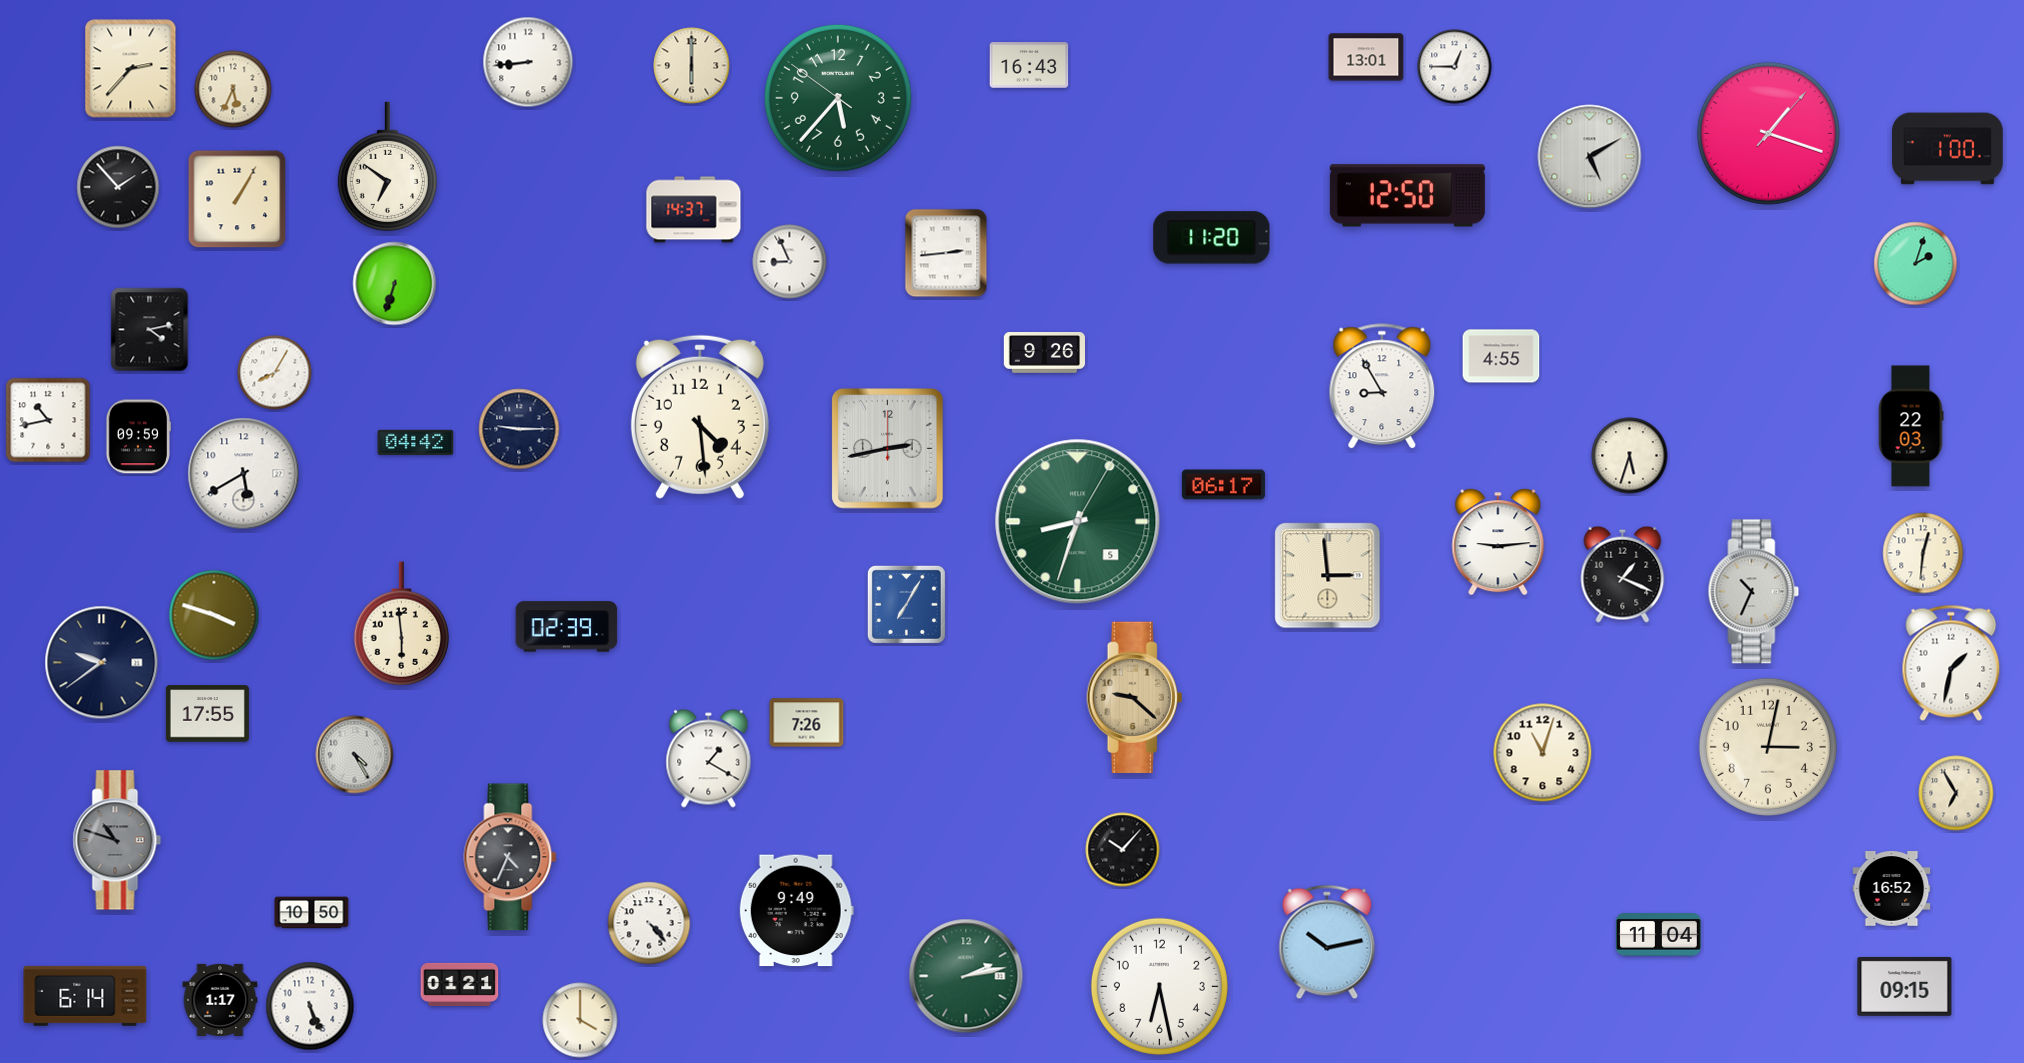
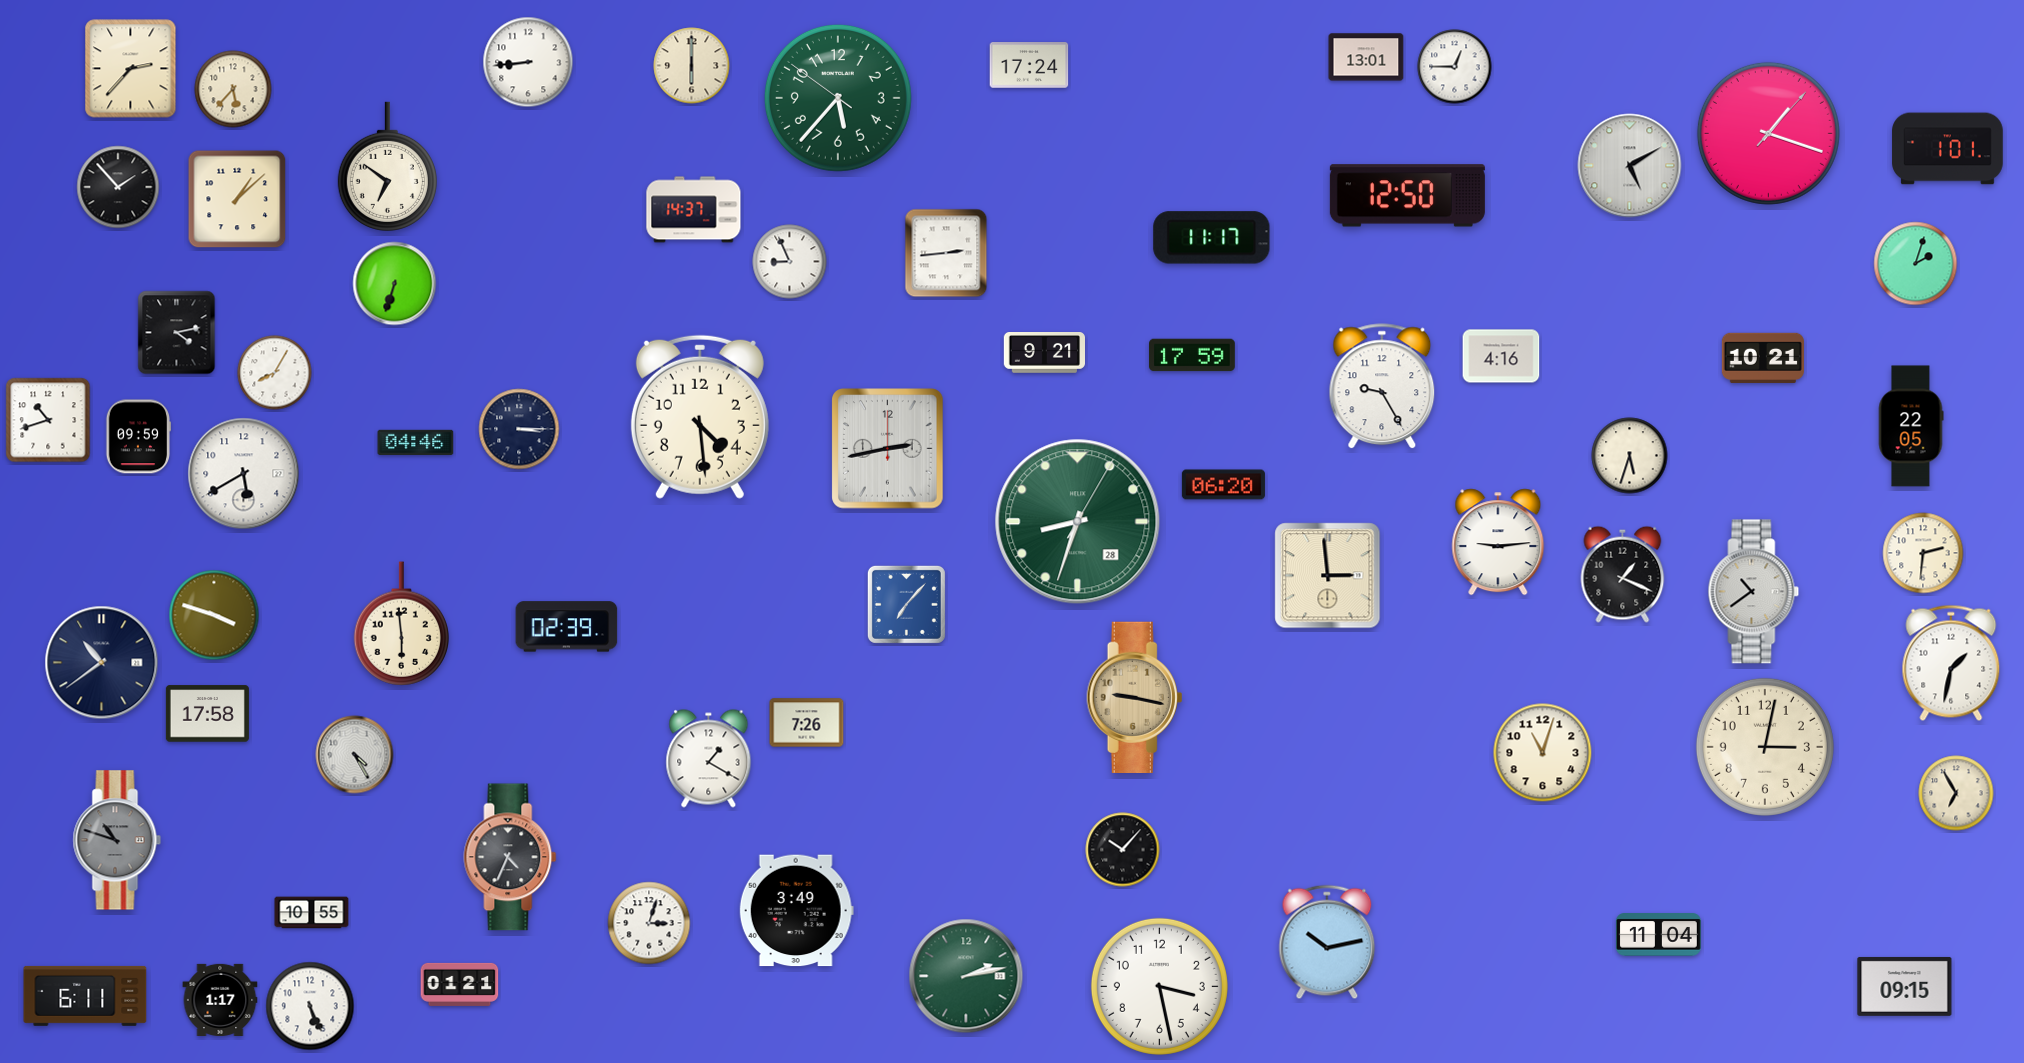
clock at (1029, 65): 16:43 -> 17:24
clock at (233, 89): 5:34 -> 5:37
clock at (1948, 149): 1:00 -> 1:01
clock at (1590, 157) position: (1590, 157) -> (1630, 166)
clock at (237, 199): 1:05 -> 1:08
clock at (1212, 238): 11:20 -> 11:17
clock at (150, 330) position: (150, 330) -> (177, 333)
clock at (1044, 353): 9:26 -> 9:21
clock at (1193, 355): none -> 17:59
clock at (1501, 356): 4:55 -> 4:16
clock at (1763, 358): none -> 10:21
clock at (1382, 387): 8:55 -> 9:25
clock at (48, 420): 10:43 -> 10:42
clock at (1911, 426): 22:03 -> 22:05
clock at (519, 429): 9:15 -> 3:15
clock at (416, 442): 04:42 -> 04:46
clock at (1223, 485): 06:17 -> 06:20
clock at (1078, 522) date: 5 -> 28
clock at (1923, 553): 12:31 -> 2:31
clock at (1754, 592): 10:34 -> 10:39
clock at (906, 604): 7:05 -> 7:07
clock at (102, 663): 9:39 -> 10:39
clock at (1135, 697): 9:22 -> 9:17
clock at (207, 714): 17:55 -> 17:58
clock at (1768, 747) position: (1768, 747) -> (1765, 747)
clock at (1892, 889): 16:52 -> none
clock at (796, 911): 9:49 -> 3:49
clock at (312, 913): 10:50 -> 10:55
clock at (649, 923): 4:23 -> 3:03
clock at (1159, 986): 6:28 -> 3:28
clock at (85, 996): 6:14 -> 6:11
clock at (580, 1020): 4:00 -> none
